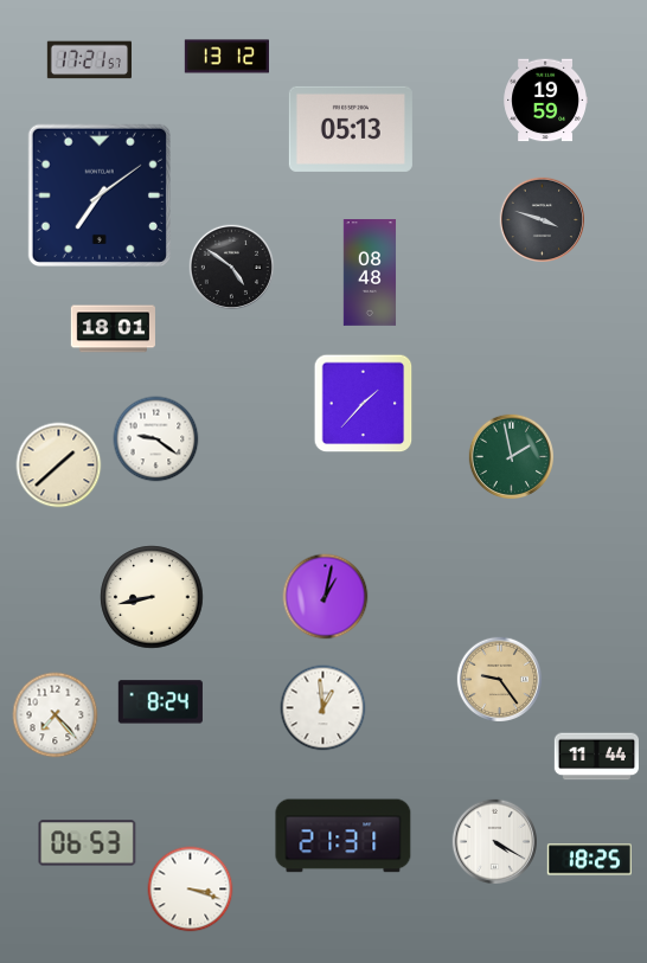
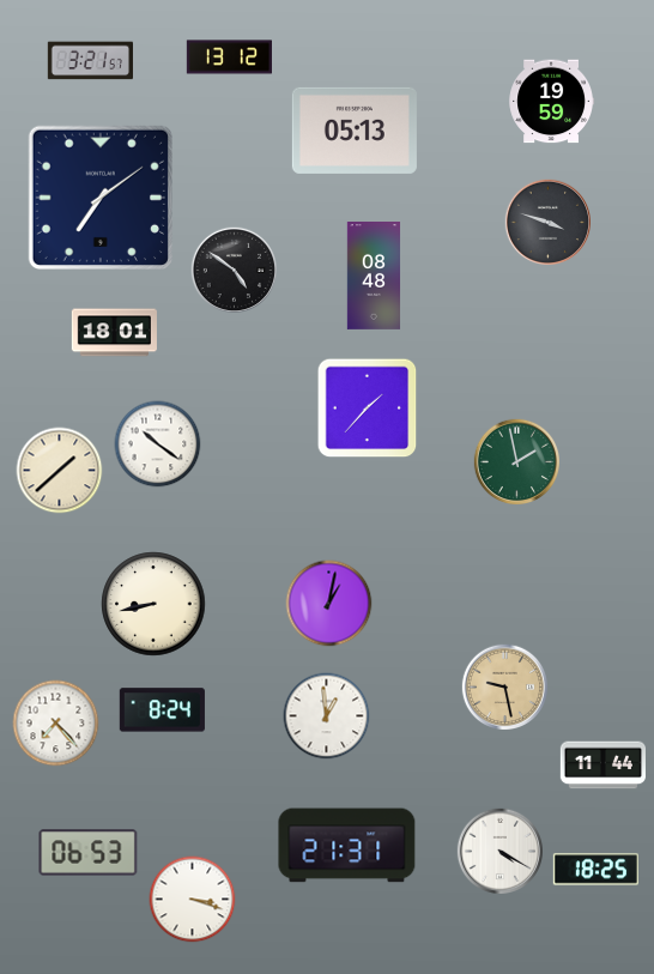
clock at (89, 60): 17:21 -> 3:21
clock at (156, 439): 9:21 -> 10:21
clock at (499, 679): 9:24 -> 9:28
